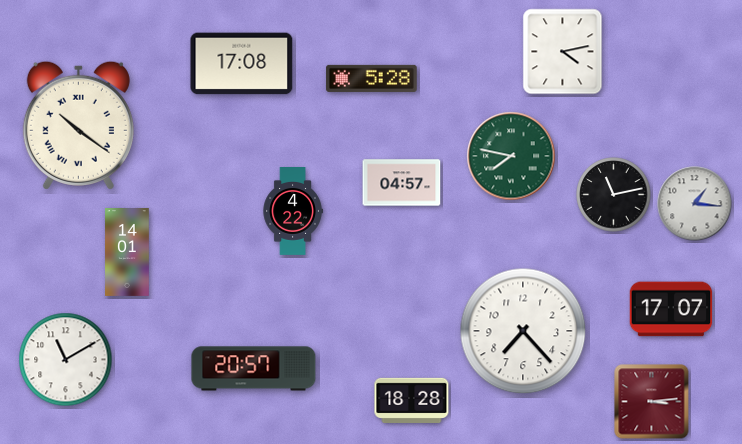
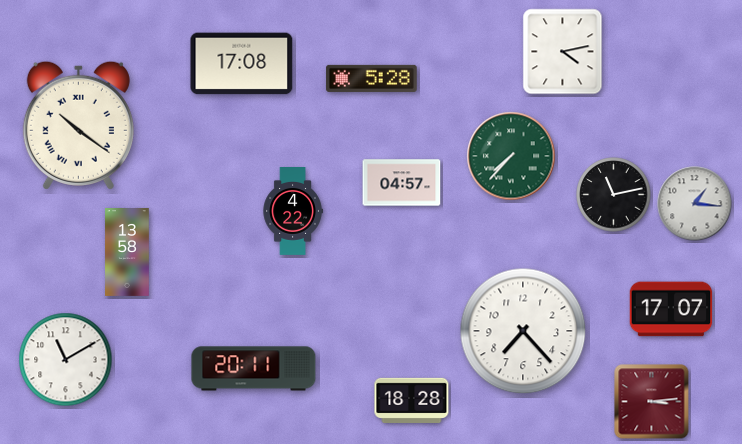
clock at (511, 156): 7:47 -> 7:37
clock at (127, 253): 14:01 -> 13:58
clock at (254, 369): 20:57 -> 20:11
